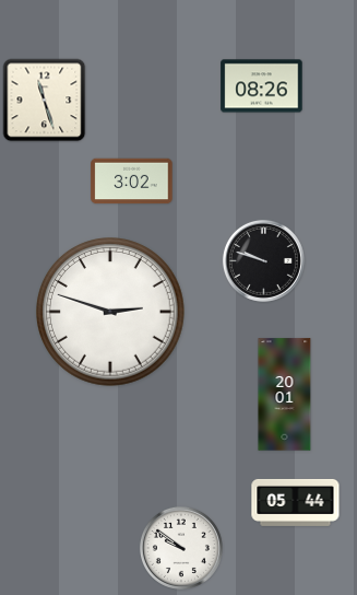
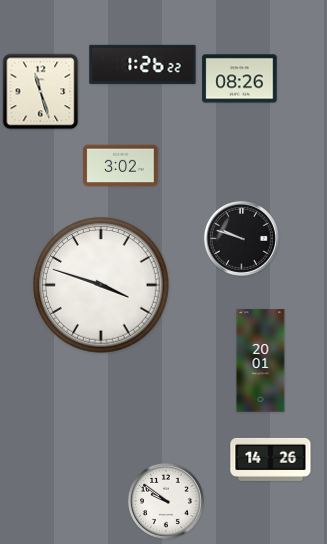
clock at (143, 64): none -> 1:26
clock at (111, 313): 2:48 -> 3:48
clock at (296, 502): 05:44 -> 14:26
